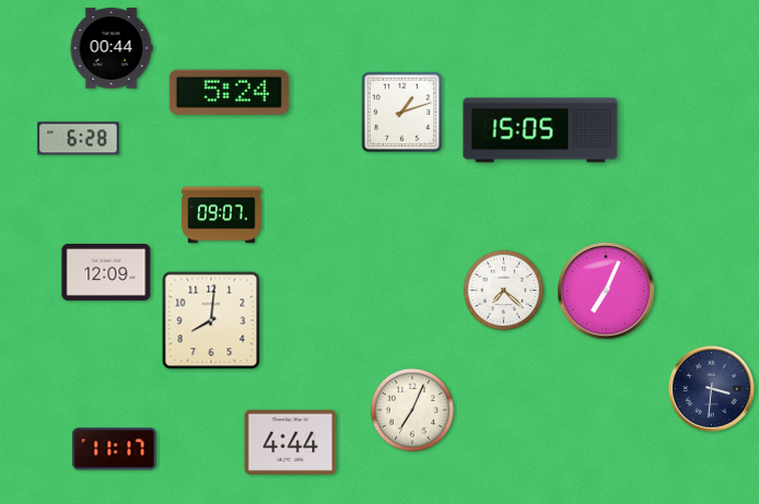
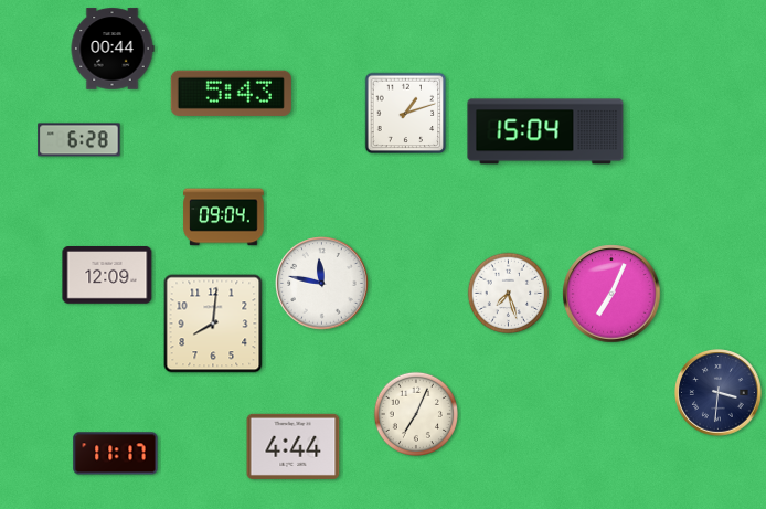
clock at (229, 92): 5:24 -> 5:43
clock at (540, 130): 15:05 -> 15:04
clock at (222, 215): 09:07 -> 09:04
clock at (322, 284): none -> 11:47
clock at (504, 291): 7:22 -> 7:27
